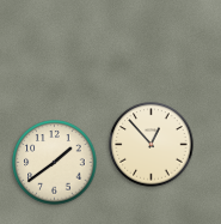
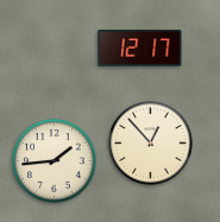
clock at (140, 49): none -> 12:17
clock at (55, 163): 1:39 -> 1:44
